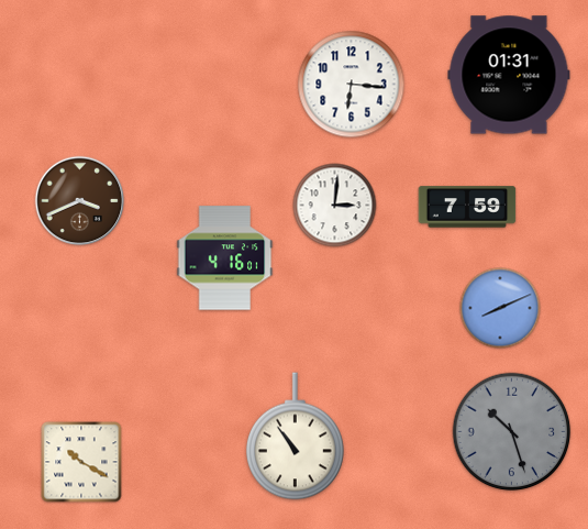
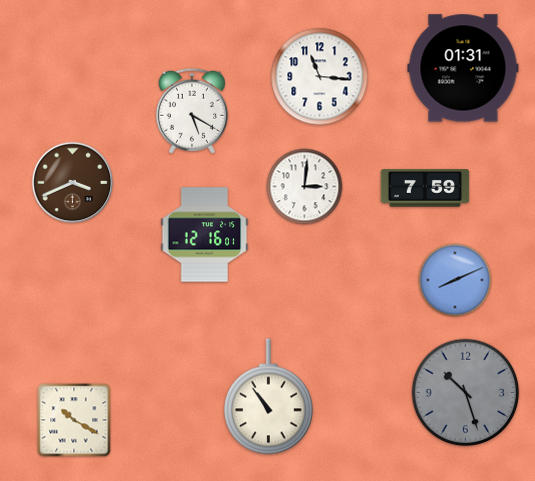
clock at (352, 85): 6:16 -> 11:16
clock at (192, 111): none -> 5:20
clock at (225, 258): 4:16 -> 12:16
